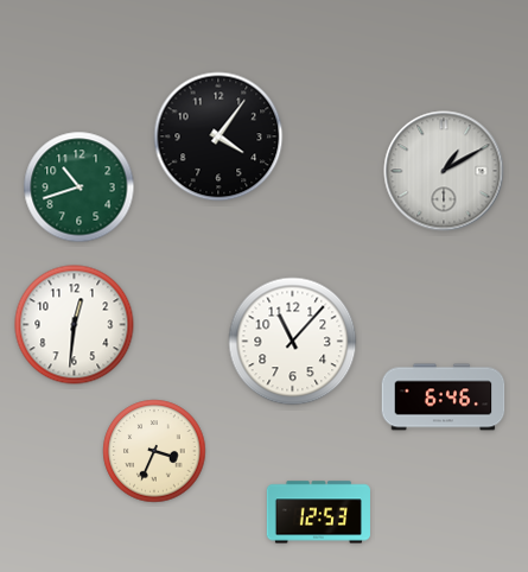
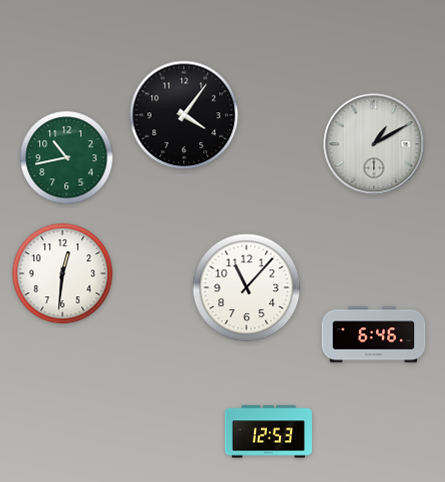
clock at (79, 188): 10:42 -> 10:43
clock at (154, 451): 3:34 -> none
